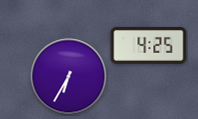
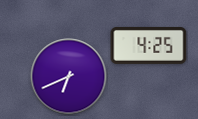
clock at (69, 77): 6:35 -> 6:41
